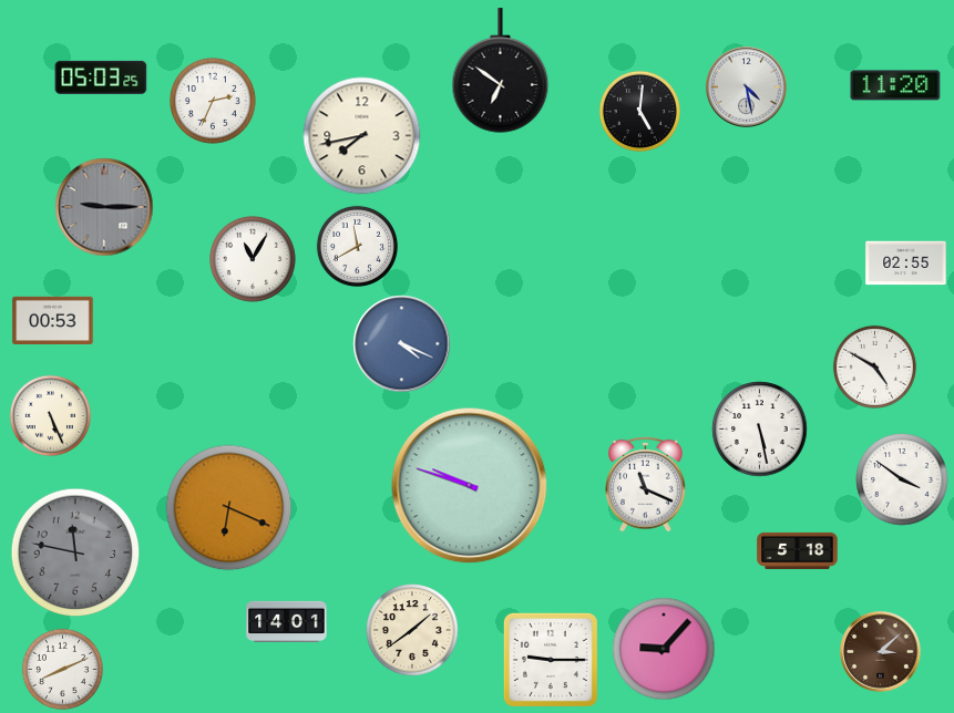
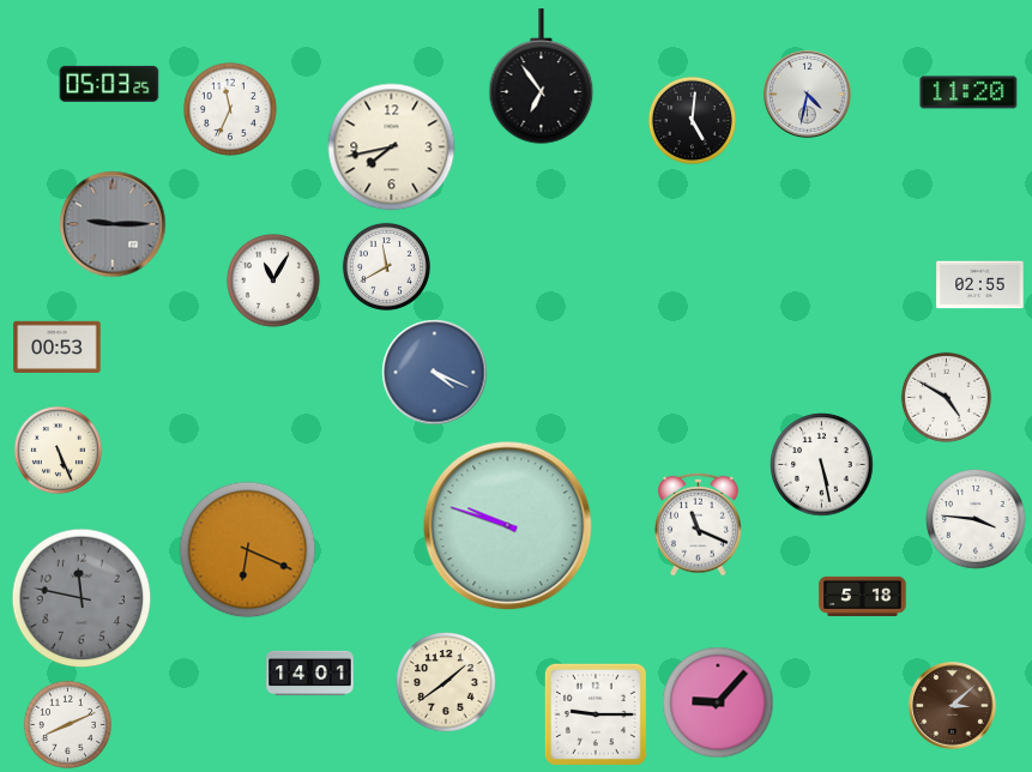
clock at (501, 71): 6:51 -> 6:54
clock at (747, 87): 4:28 -> 4:32
clock at (213, 101): 2:34 -> 11:34
clock at (50, 415) position: (50, 415) -> (58, 450)
clock at (902, 479): 3:51 -> 3:46
